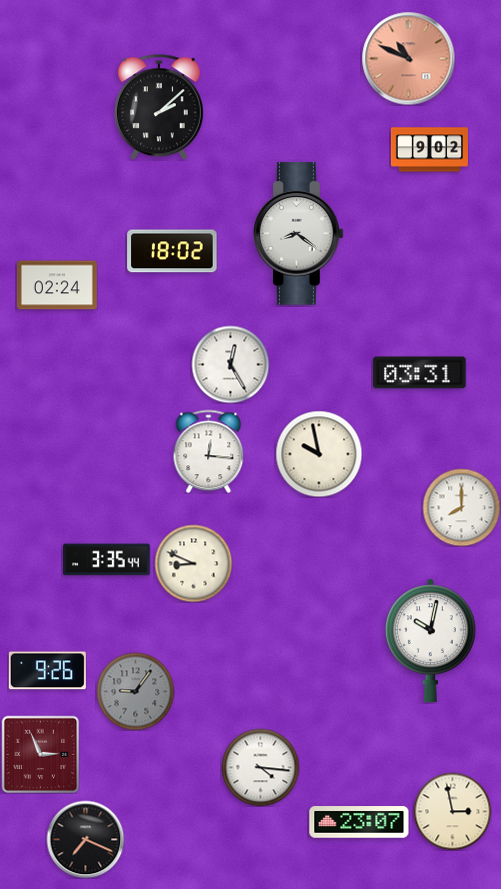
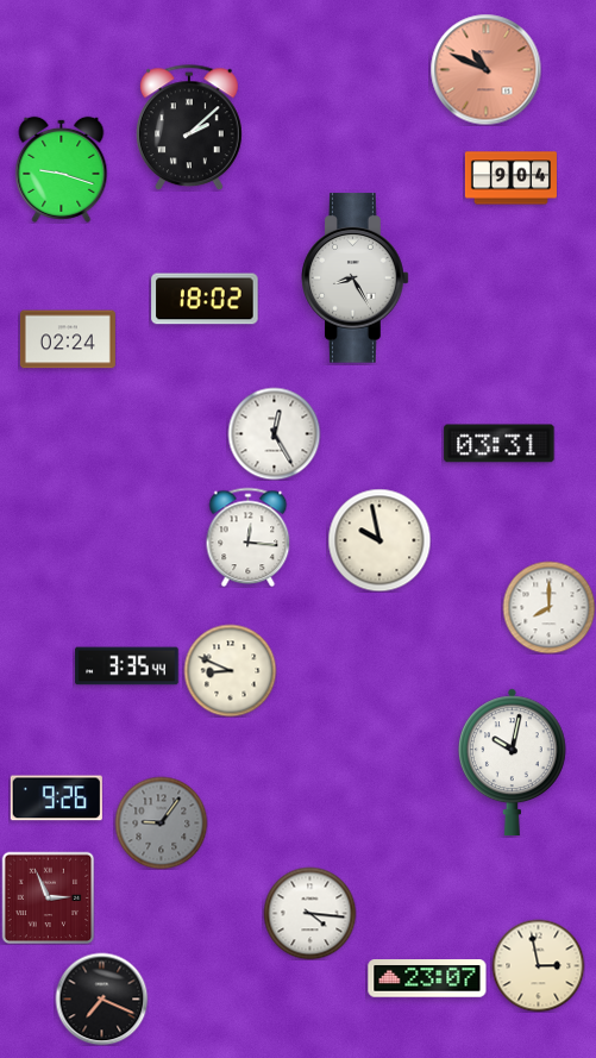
clock at (62, 169): none -> 9:18
clock at (429, 150): 9:02 -> 9:04
clock at (299, 234): 8:21 -> 8:25
clock at (461, 507) position: (461, 507) -> (548, 607)
